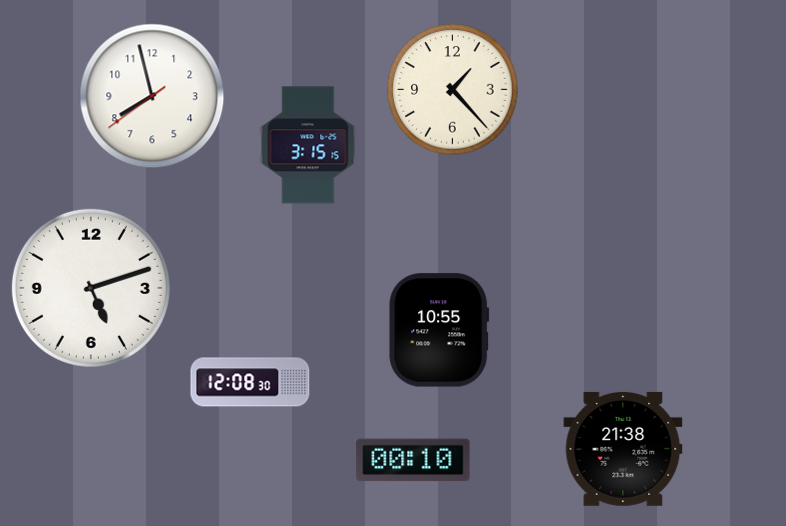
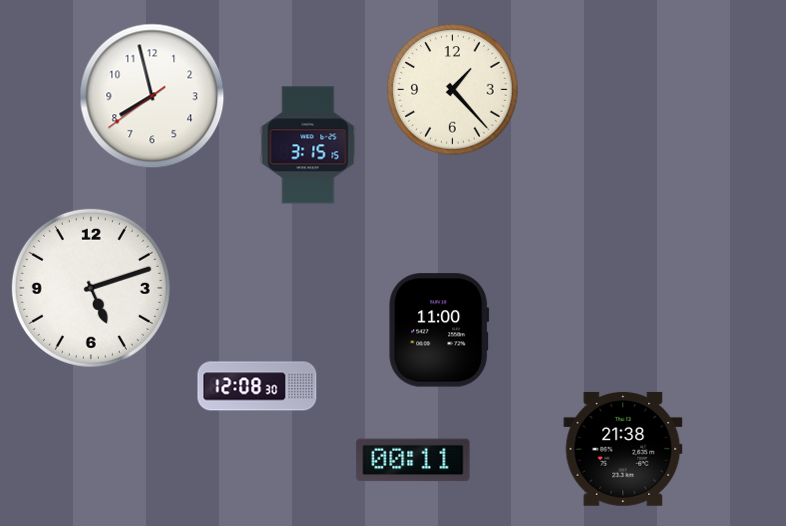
clock at (439, 330): 10:55 -> 11:00
clock at (250, 382) position: (250, 382) -> (257, 386)
clock at (413, 460): 00:10 -> 00:11
